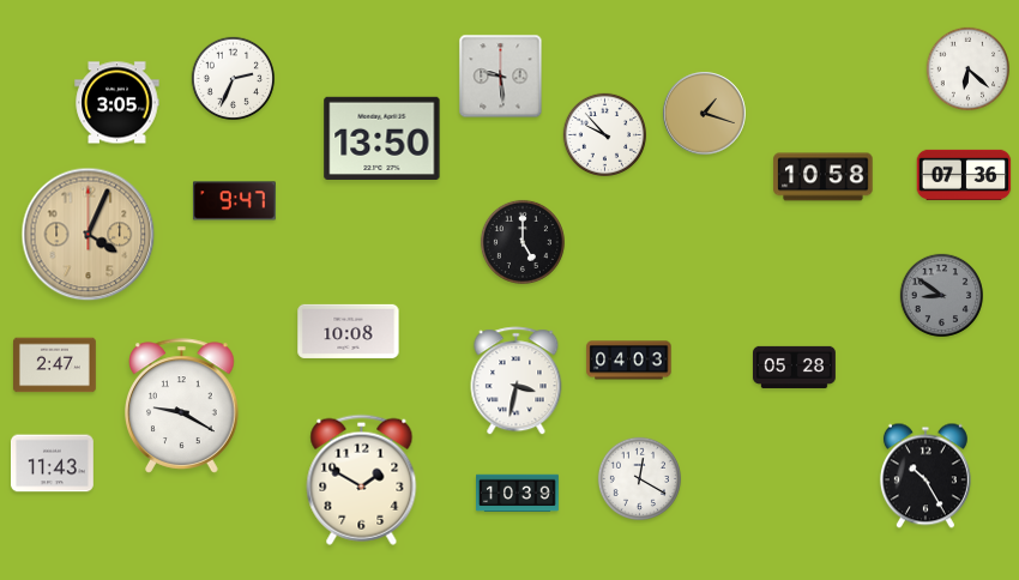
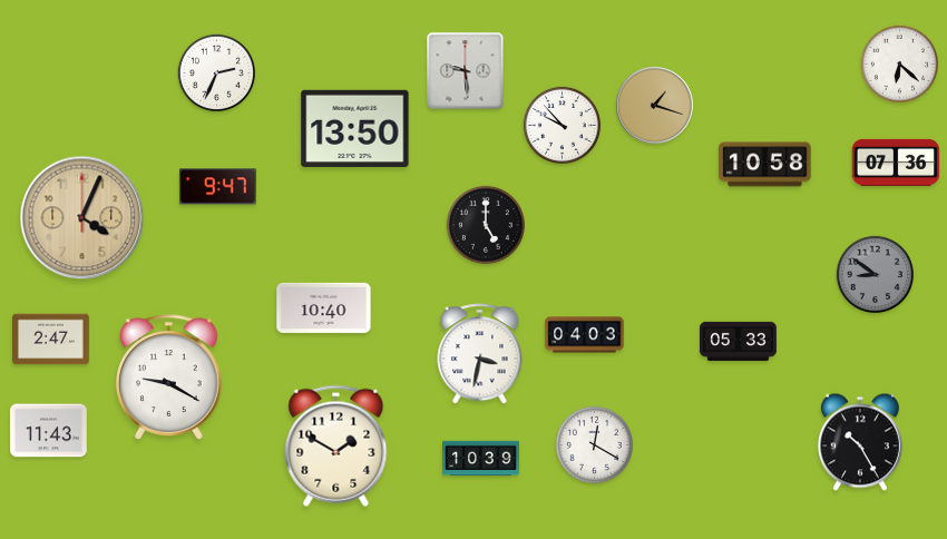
clock at (117, 103): 3:05 -> none
clock at (349, 331): 10:08 -> 10:40
clock at (795, 367): 05:28 -> 05:33
